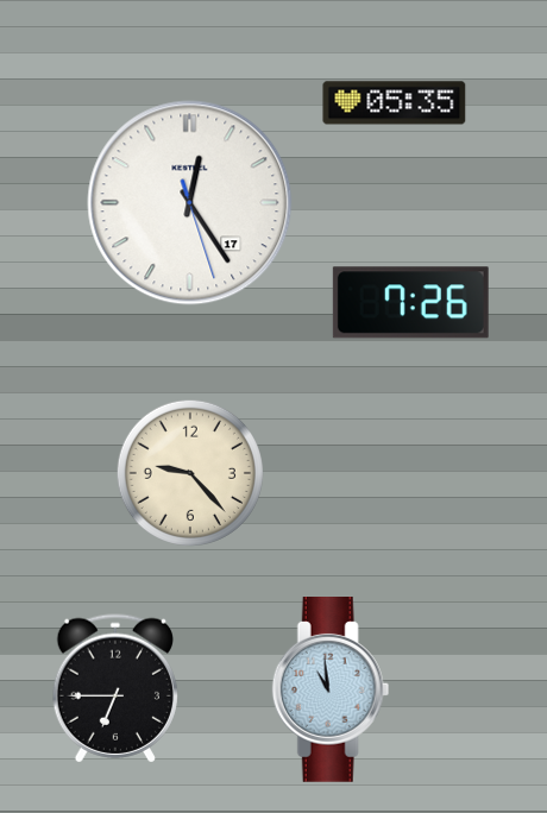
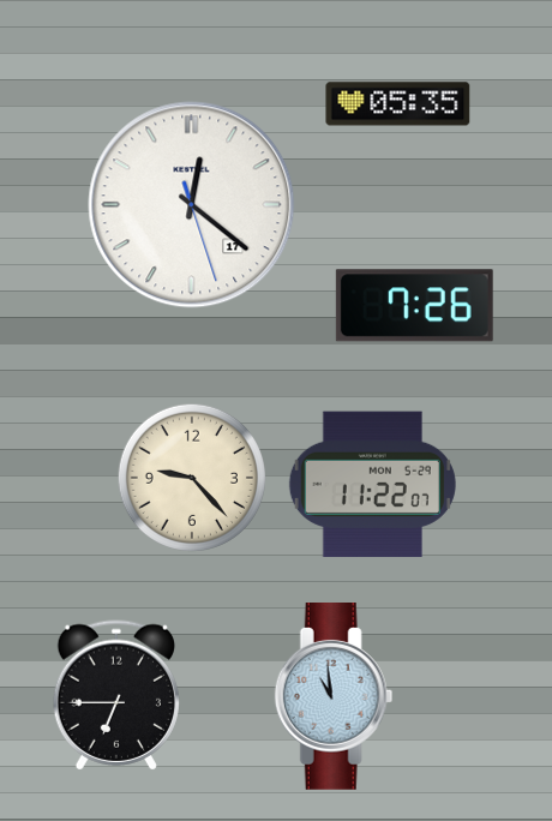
clock at (190, 203): 12:24 -> 12:21
clock at (372, 485): none -> 11:22
